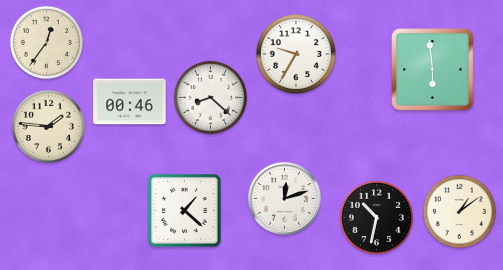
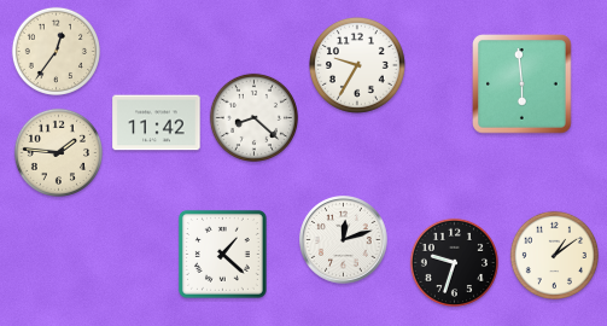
clock at (130, 102): 00:46 -> 11:42
clock at (376, 217): 10:32 -> 9:33
